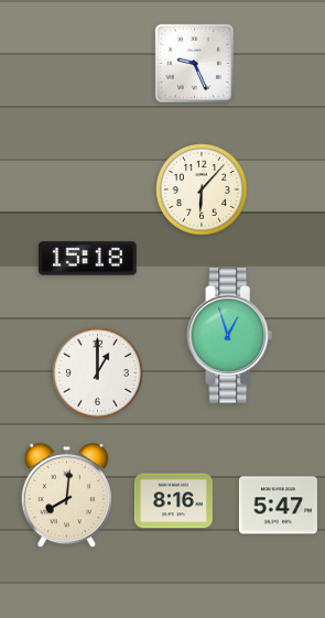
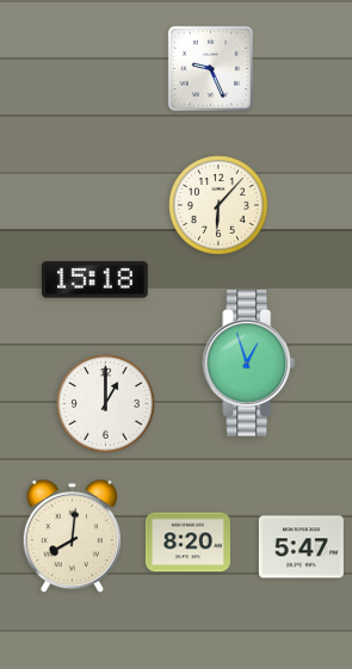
clock at (173, 501): 8:16 -> 8:20
